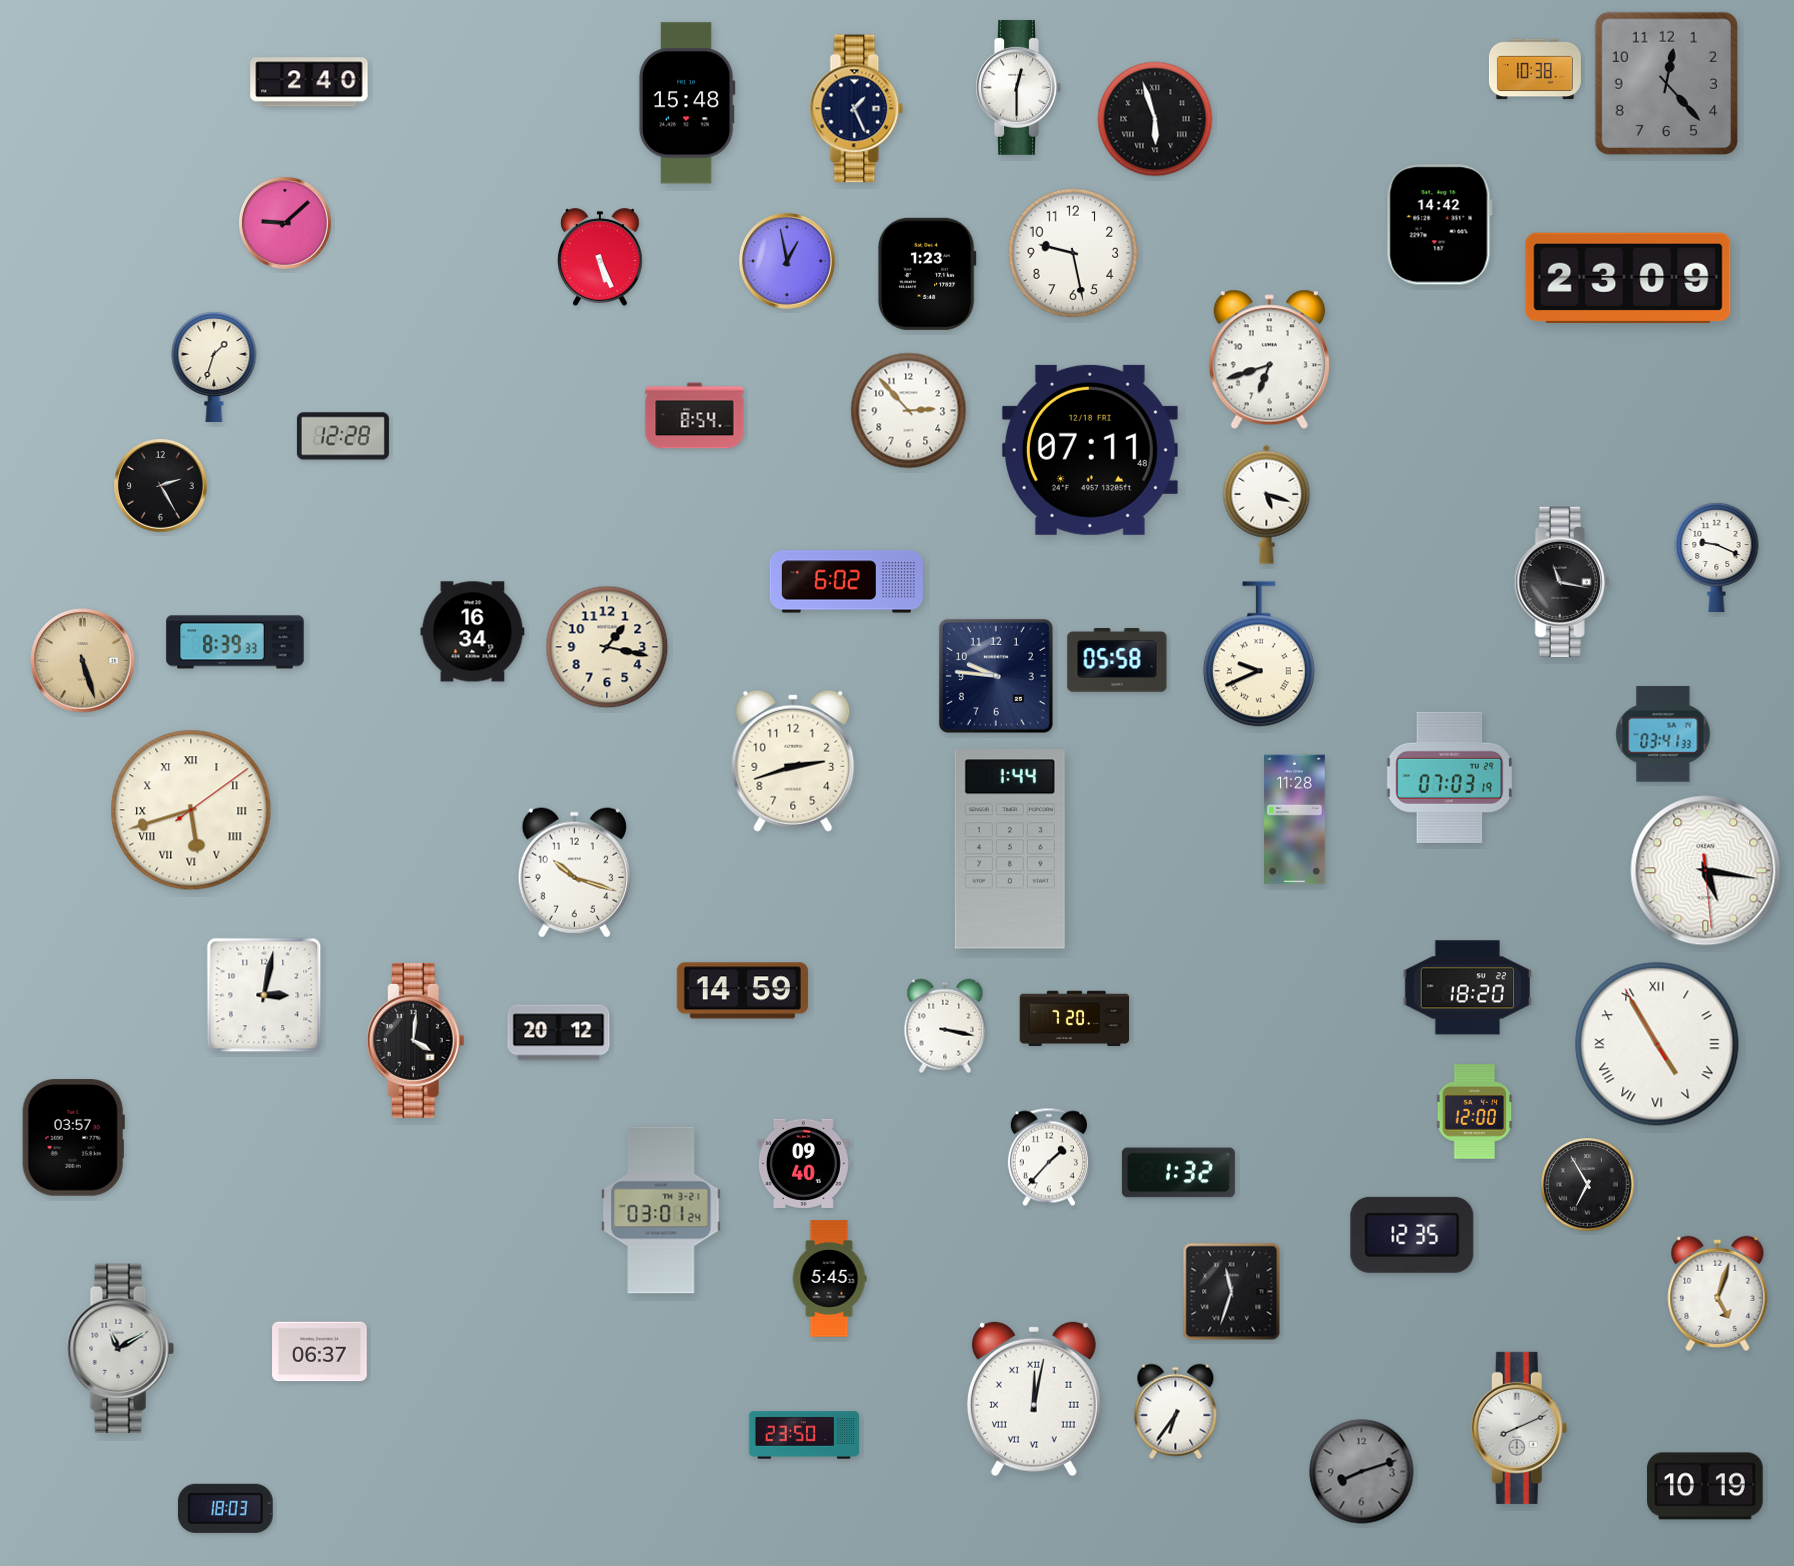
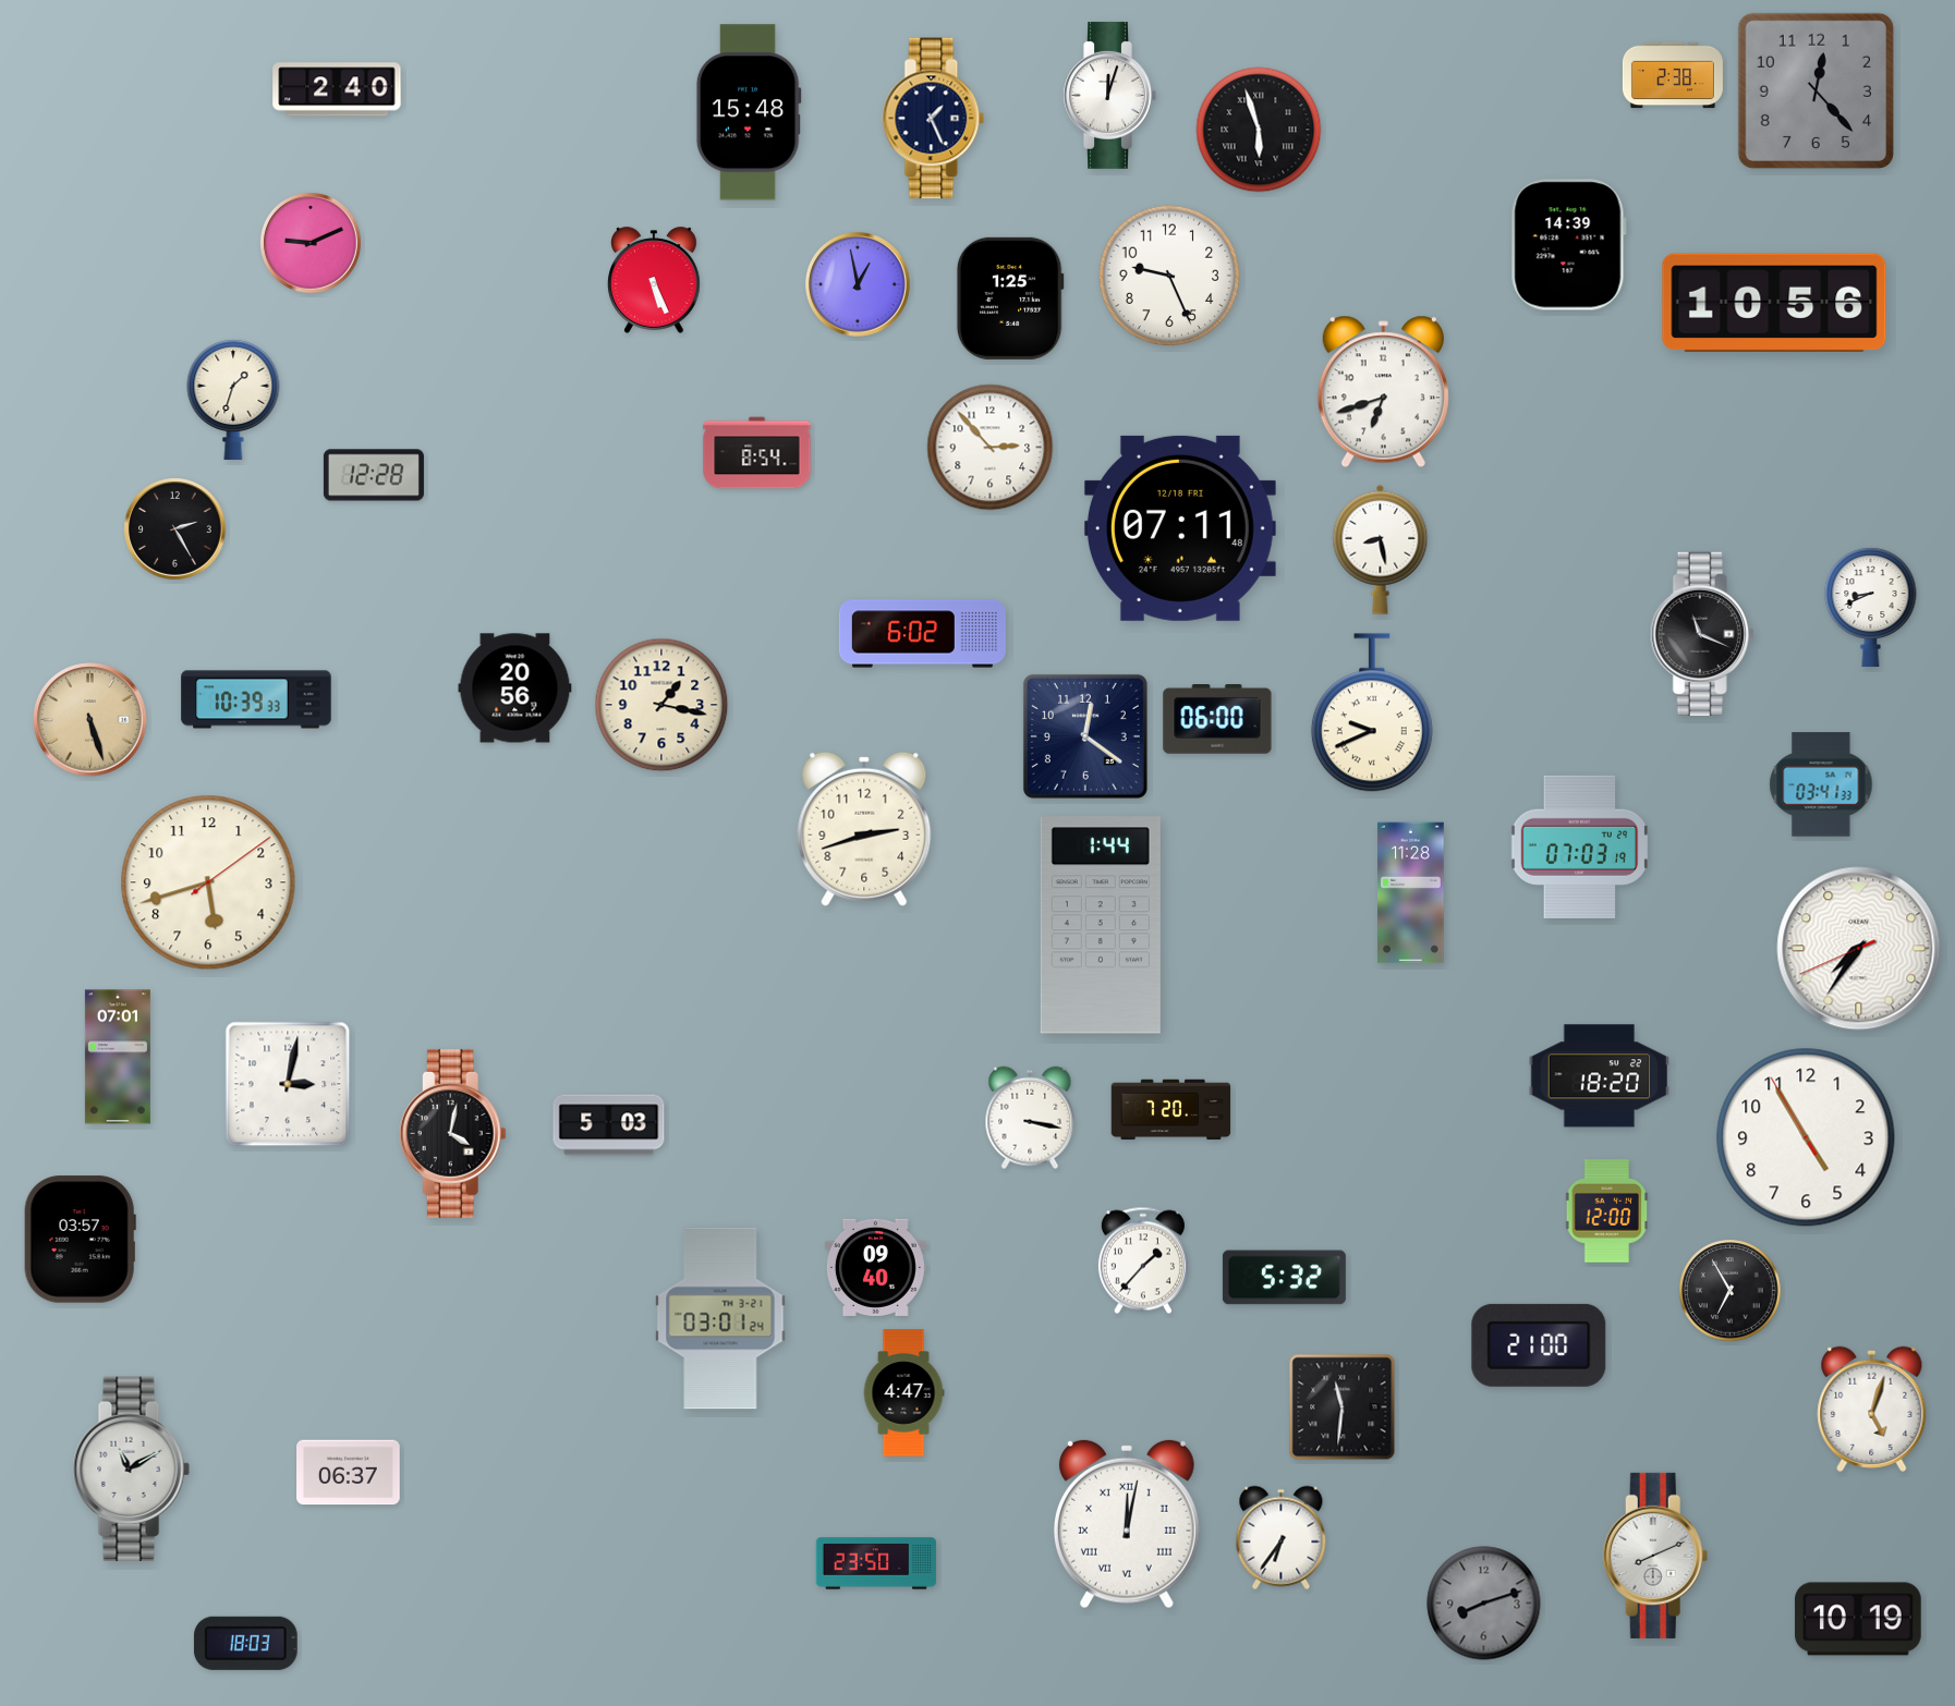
clock at (1535, 69): 10:38 -> 2:38
clock at (1018, 87): 12:30 -> 12:03
clock at (286, 224): 9:08 -> 9:11
clock at (1439, 225): 14:42 -> 14:39
clock at (1073, 253): 9:28 -> 9:26
clock at (927, 274): 1:23 -> 1:25
clock at (1628, 278): 23:09 -> 10:56
clock at (1090, 450) position: (1090, 450) -> (1180, 528)
clock at (1267, 504): 5:18 -> 8:28
clock at (1717, 557): 9:19 -> 8:41
clock at (1562, 581): 11:17 -> 11:19
clock at (473, 632): 16:34 -> 20:56
clock at (235, 642): 8:39 -> 10:39
clock at (1117, 661): 05:58 -> 06:00
clock at (996, 676): 9:46 -> 12:21
clock at (1663, 734) position: (1663, 734) -> (1821, 784)
clock at (191, 810) numerals: Roman -> Arabic
clock at (1706, 871): 5:16 -> 7:35
clock at (574, 873): 10:18 -> none
clock at (118, 1057): none -> 07:01
clock at (742, 991): 14:59 -> none
clock at (559, 1033): 20:12 -> 5:03
clock at (415, 1040): 4:01 -> 4:02
clock at (1657, 1044) numerals: Roman -> Arabic
clock at (1178, 1173): 1:32 -> 5:32
clock at (1412, 1235): 12:35 -> 21:00
clock at (829, 1279): 5:45 -> 4:47
clock at (1232, 1292): 11:33 -> 11:31
